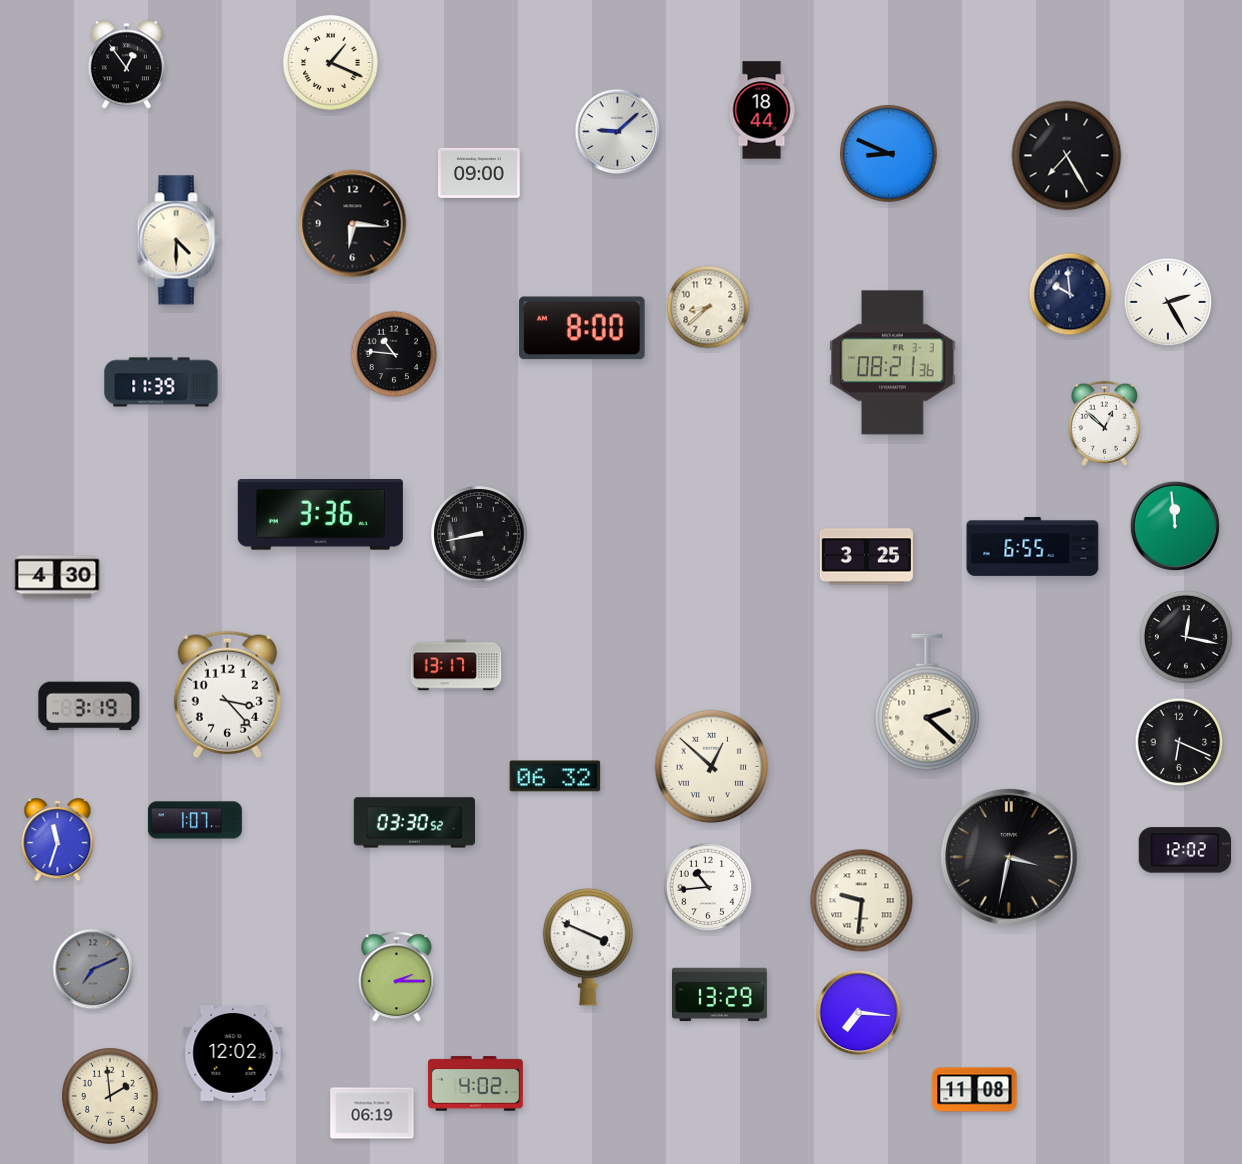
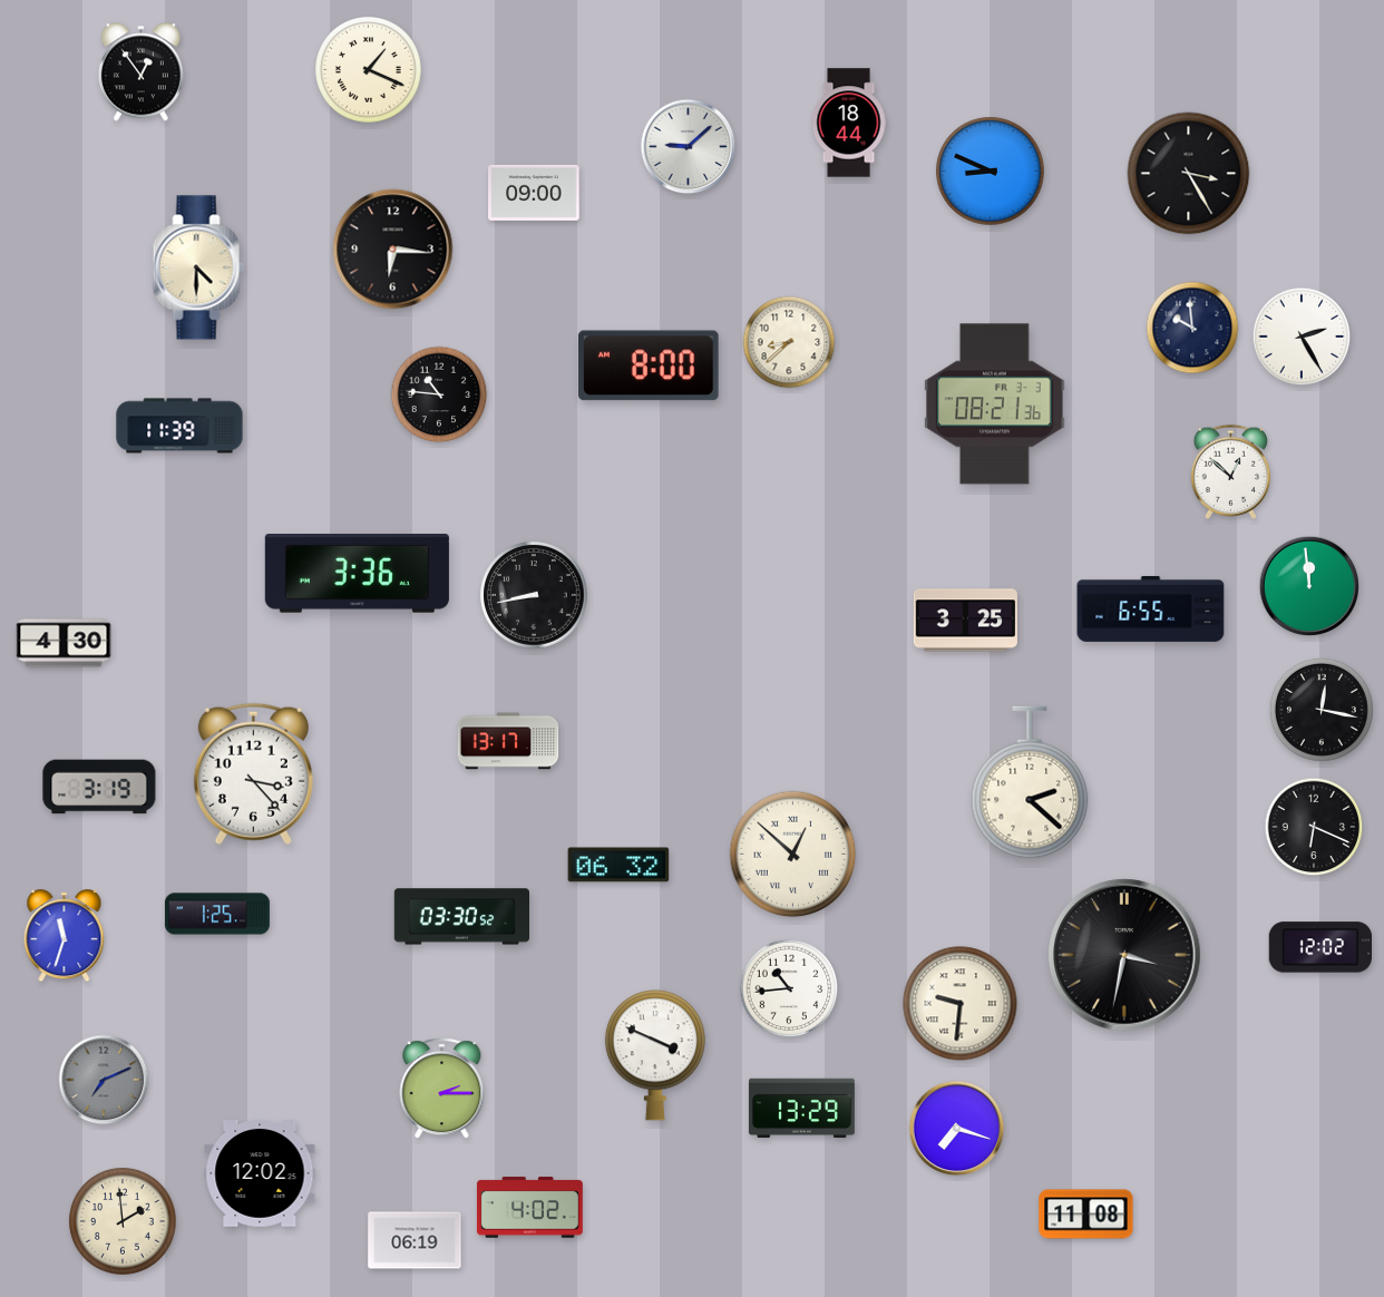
clock at (1067, 156): 7:25 -> 3:25
clock at (927, 702) position: (927, 702) -> (1030, 782)
clock at (195, 820): 1:07 -> 1:25
clock at (859, 1013): 7:16 -> 7:18
